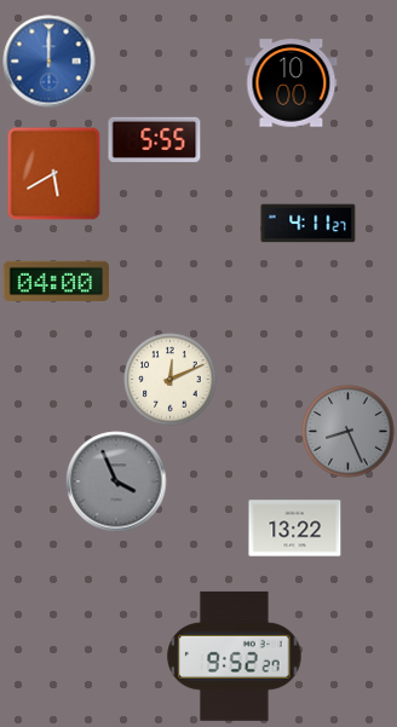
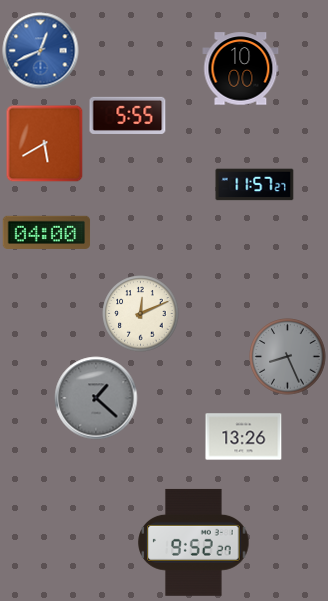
clock at (50, 62): 12:00 -> 12:41
clock at (309, 224): 4:11 -> 11:57
clock at (116, 481): 3:56 -> 1:22
clock at (295, 529): 13:22 -> 13:26
